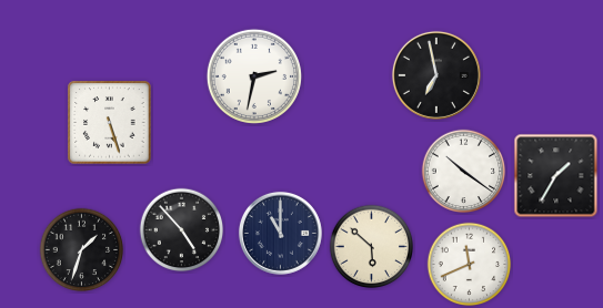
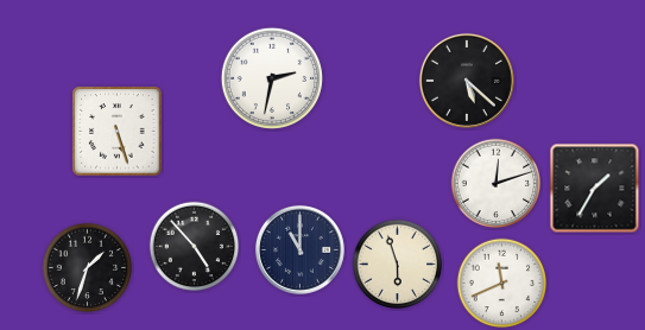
clock at (436, 75): 6:58 -> 5:22
clock at (254, 76) position: (254, 76) -> (272, 78)
clock at (464, 172): 10:21 -> 12:12
clock at (372, 247): 5:52 -> 5:57
